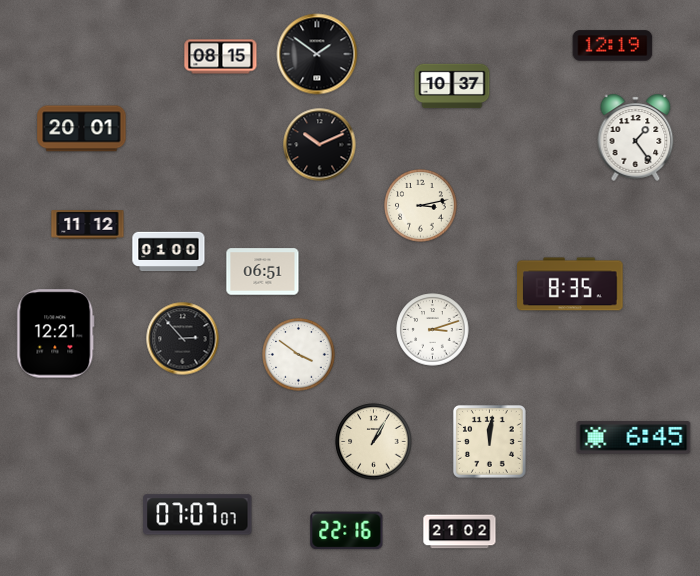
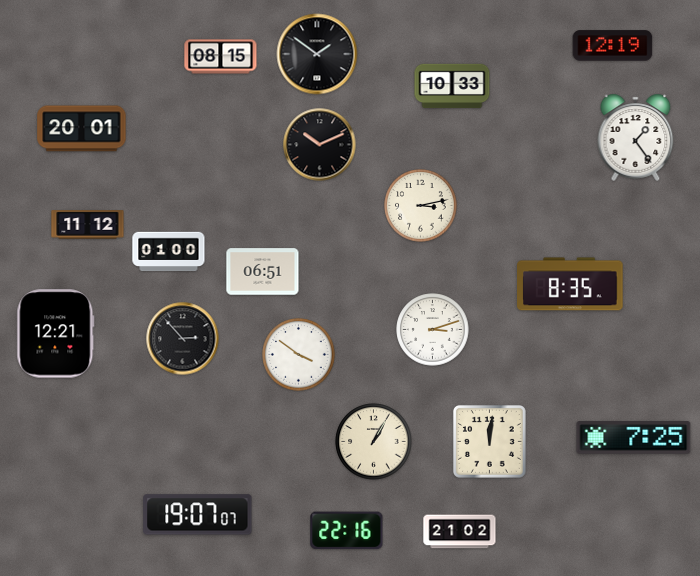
clock at (452, 86): 10:37 -> 10:33
clock at (634, 438): 6:45 -> 7:25
clock at (198, 515): 07:07 -> 19:07
